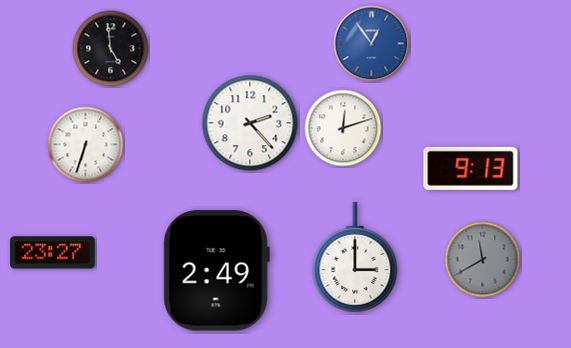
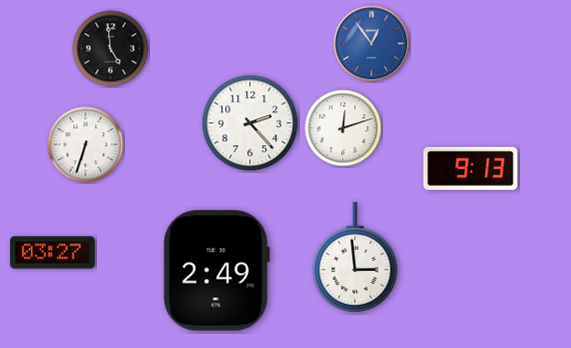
clock at (53, 253): 23:27 -> 03:27
clock at (355, 257): 3:00 -> 2:59
clock at (483, 260): 11:40 -> none
